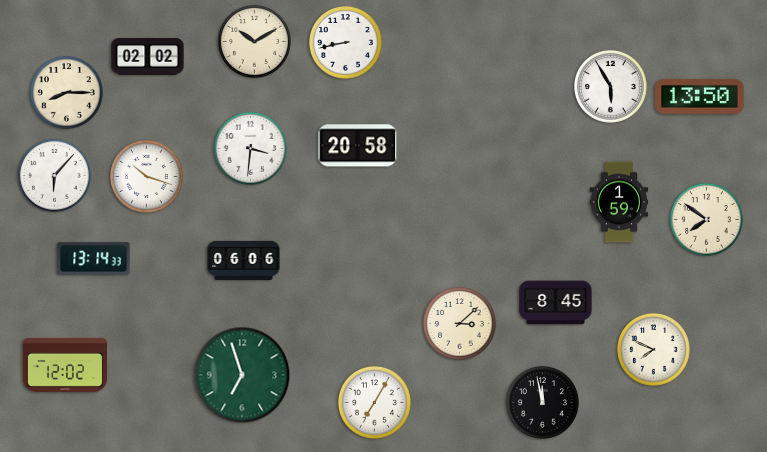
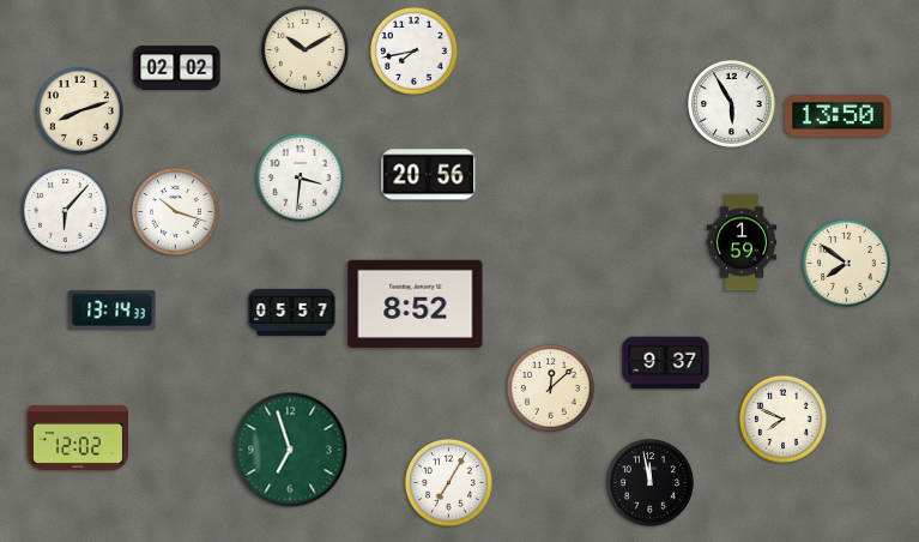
clock at (345, 42): 8:43 -> 7:43
clock at (66, 92): 8:15 -> 8:12
clock at (358, 146): 20:58 -> 20:56
clock at (416, 303): none -> 8:52
clock at (244, 260): 06:06 -> 05:57
clock at (556, 303): 8:45 -> 9:37
clock at (459, 323): 3:08 -> 12:08
